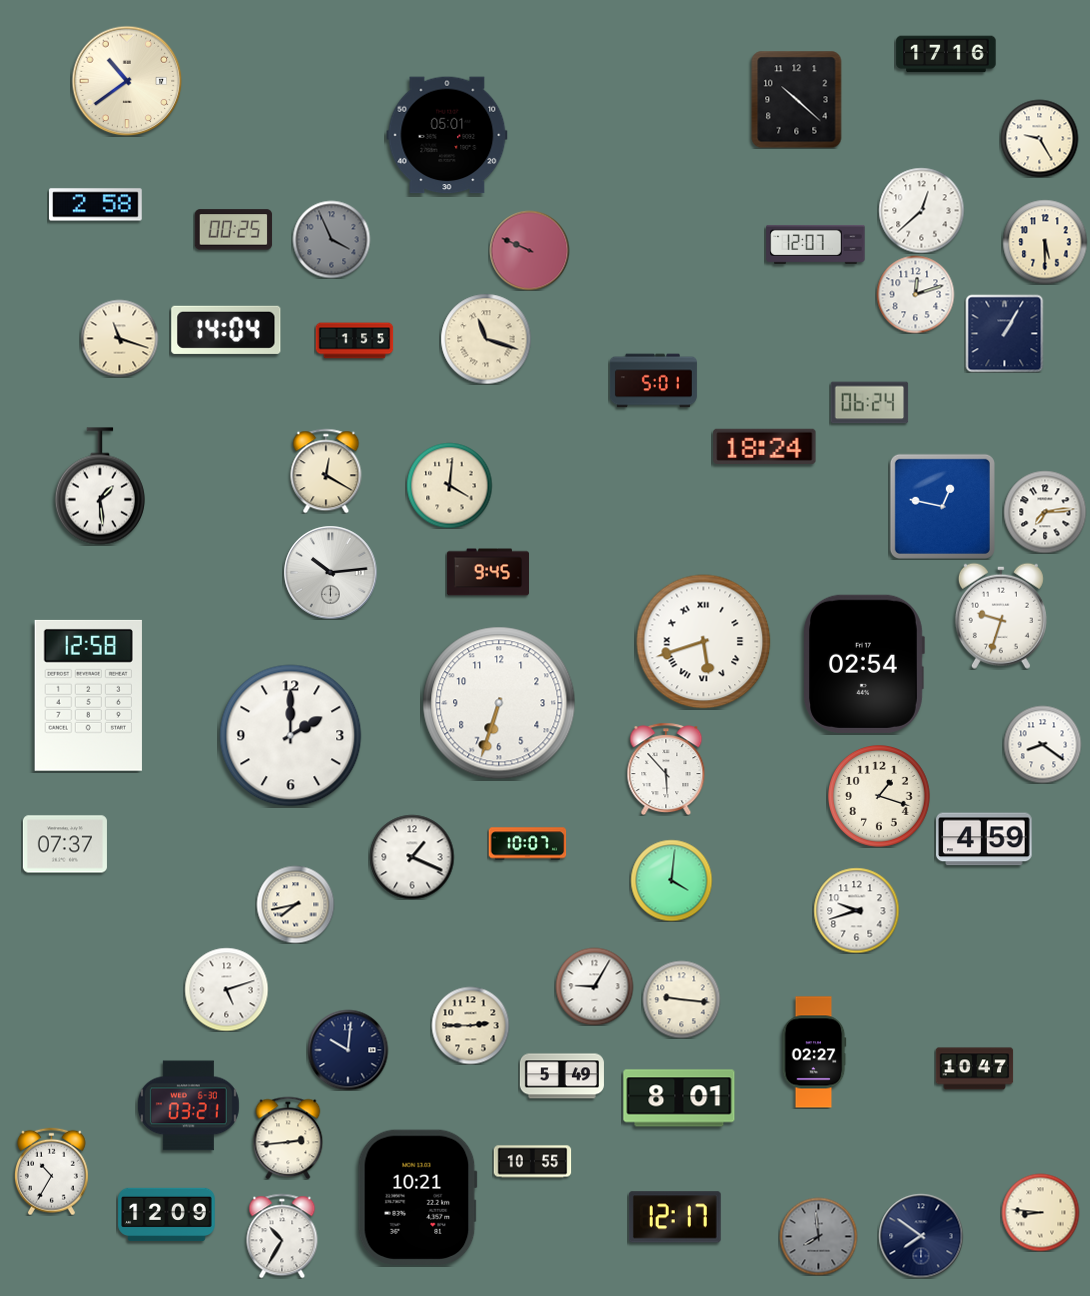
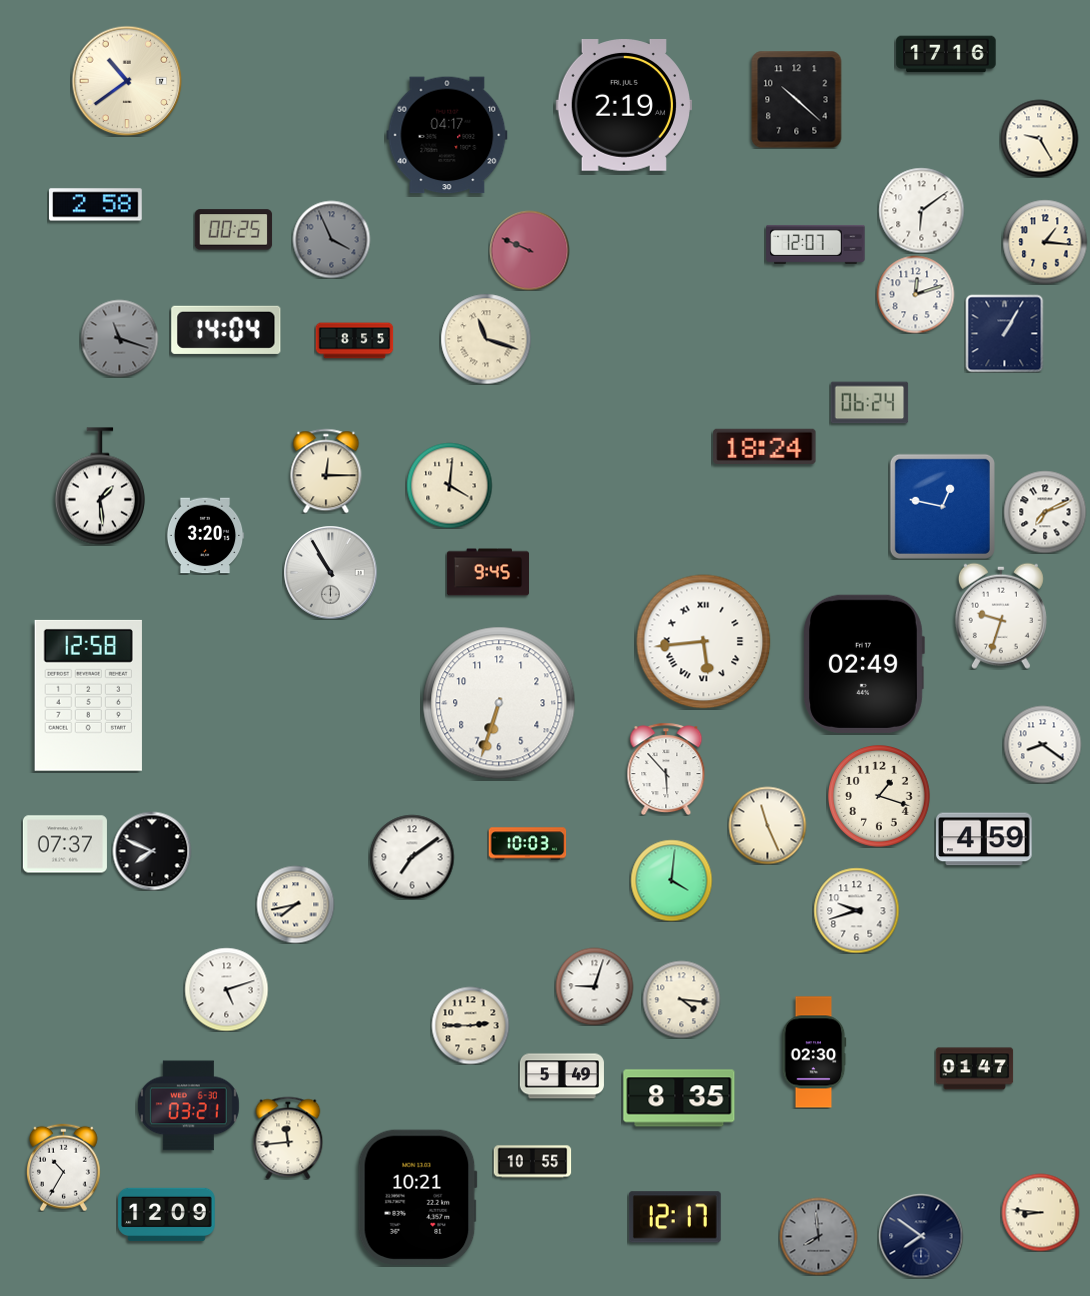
clock at (623, 106): none -> 2:19
clock at (447, 135): 05:01 -> 04:17
clock at (921, 210): 12:38 -> 6:09
clock at (1045, 242): 5:30 -> 1:16
clock at (119, 338) dial: cream -> grey
clock at (354, 341): 1:55 -> 8:55
clock at (653, 381): 5:01 -> none
clock at (326, 471): 12:20 -> 12:15
clock at (1045, 512): 7:14 -> 7:11
clock at (205, 536): none -> 3:20
clock at (330, 572): 10:14 -> 10:55
clock at (704, 642): 5:42 -> 5:44
clock at (864, 664): 02:54 -> 02:49
clock at (291, 736): 2:00 -> none
clock at (767, 825): none -> 11:26
clock at (527, 844): 10:07 -> 10:03
clock at (152, 851): none -> 7:49
clock at (412, 857): 1:19 -> 7:09
clock at (594, 986): 9:05 -> 9:03
clock at (681, 999): 9:16 -> 4:16
clock at (348, 1050): 10:01 -> none
clock at (814, 1052): 02:27 -> 02:30
clock at (974, 1069): 10:47 -> 01:47
clock at (679, 1098): 8:01 -> 8:35
clock at (288, 1138): 2:44 -> 11:44
clock at (51, 1171) position: (51, 1171) -> (63, 1167)
clock at (282, 1236): 10:35 -> none
